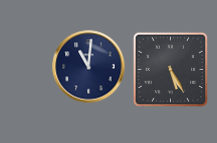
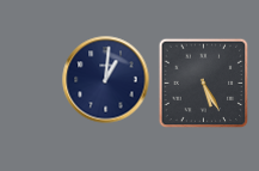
clock at (89, 67): 11:01 -> 1:01
